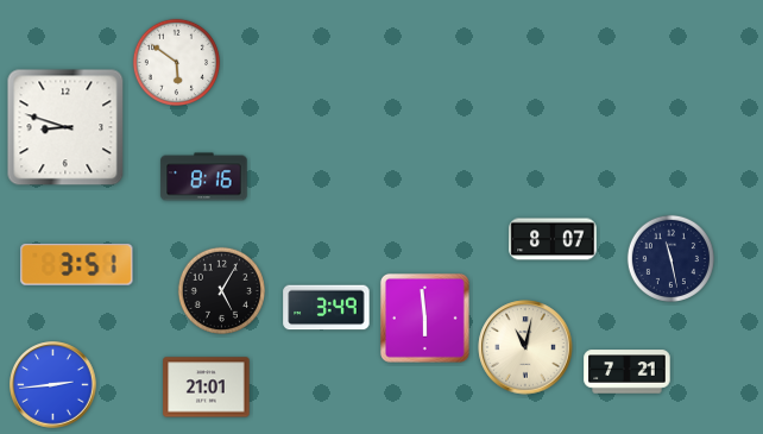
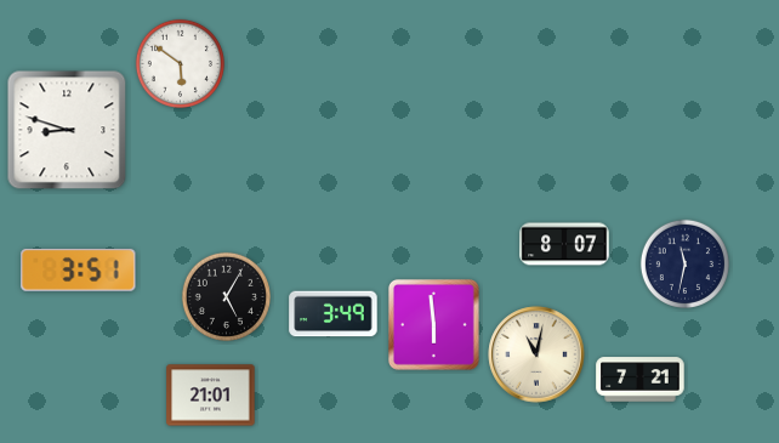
clock at (204, 177): 8:16 -> none
clock at (670, 258): 11:28 -> 11:32
clock at (53, 385): 2:44 -> none
